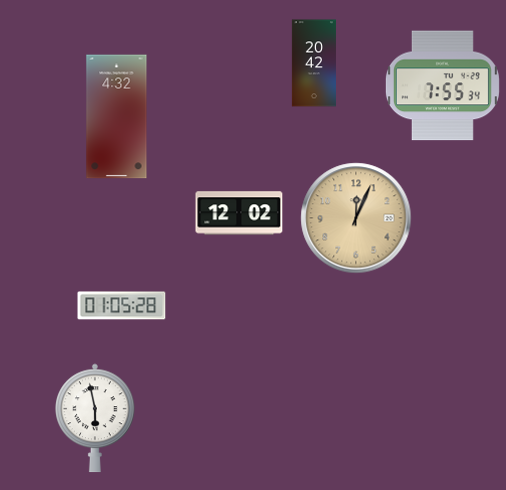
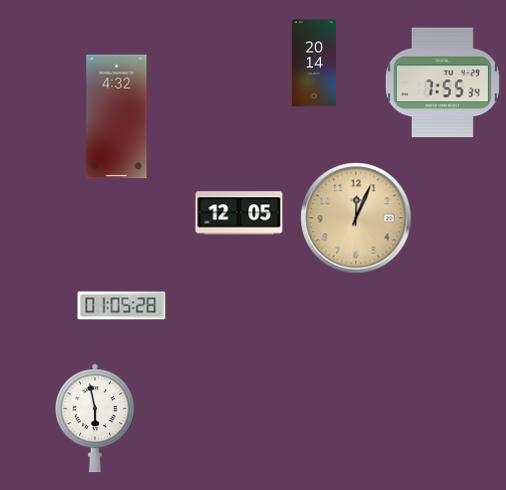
clock at (314, 63): 20:42 -> 20:14
clock at (442, 86) position: (442, 86) -> (442, 83)
clock at (239, 213): 12:02 -> 12:05
